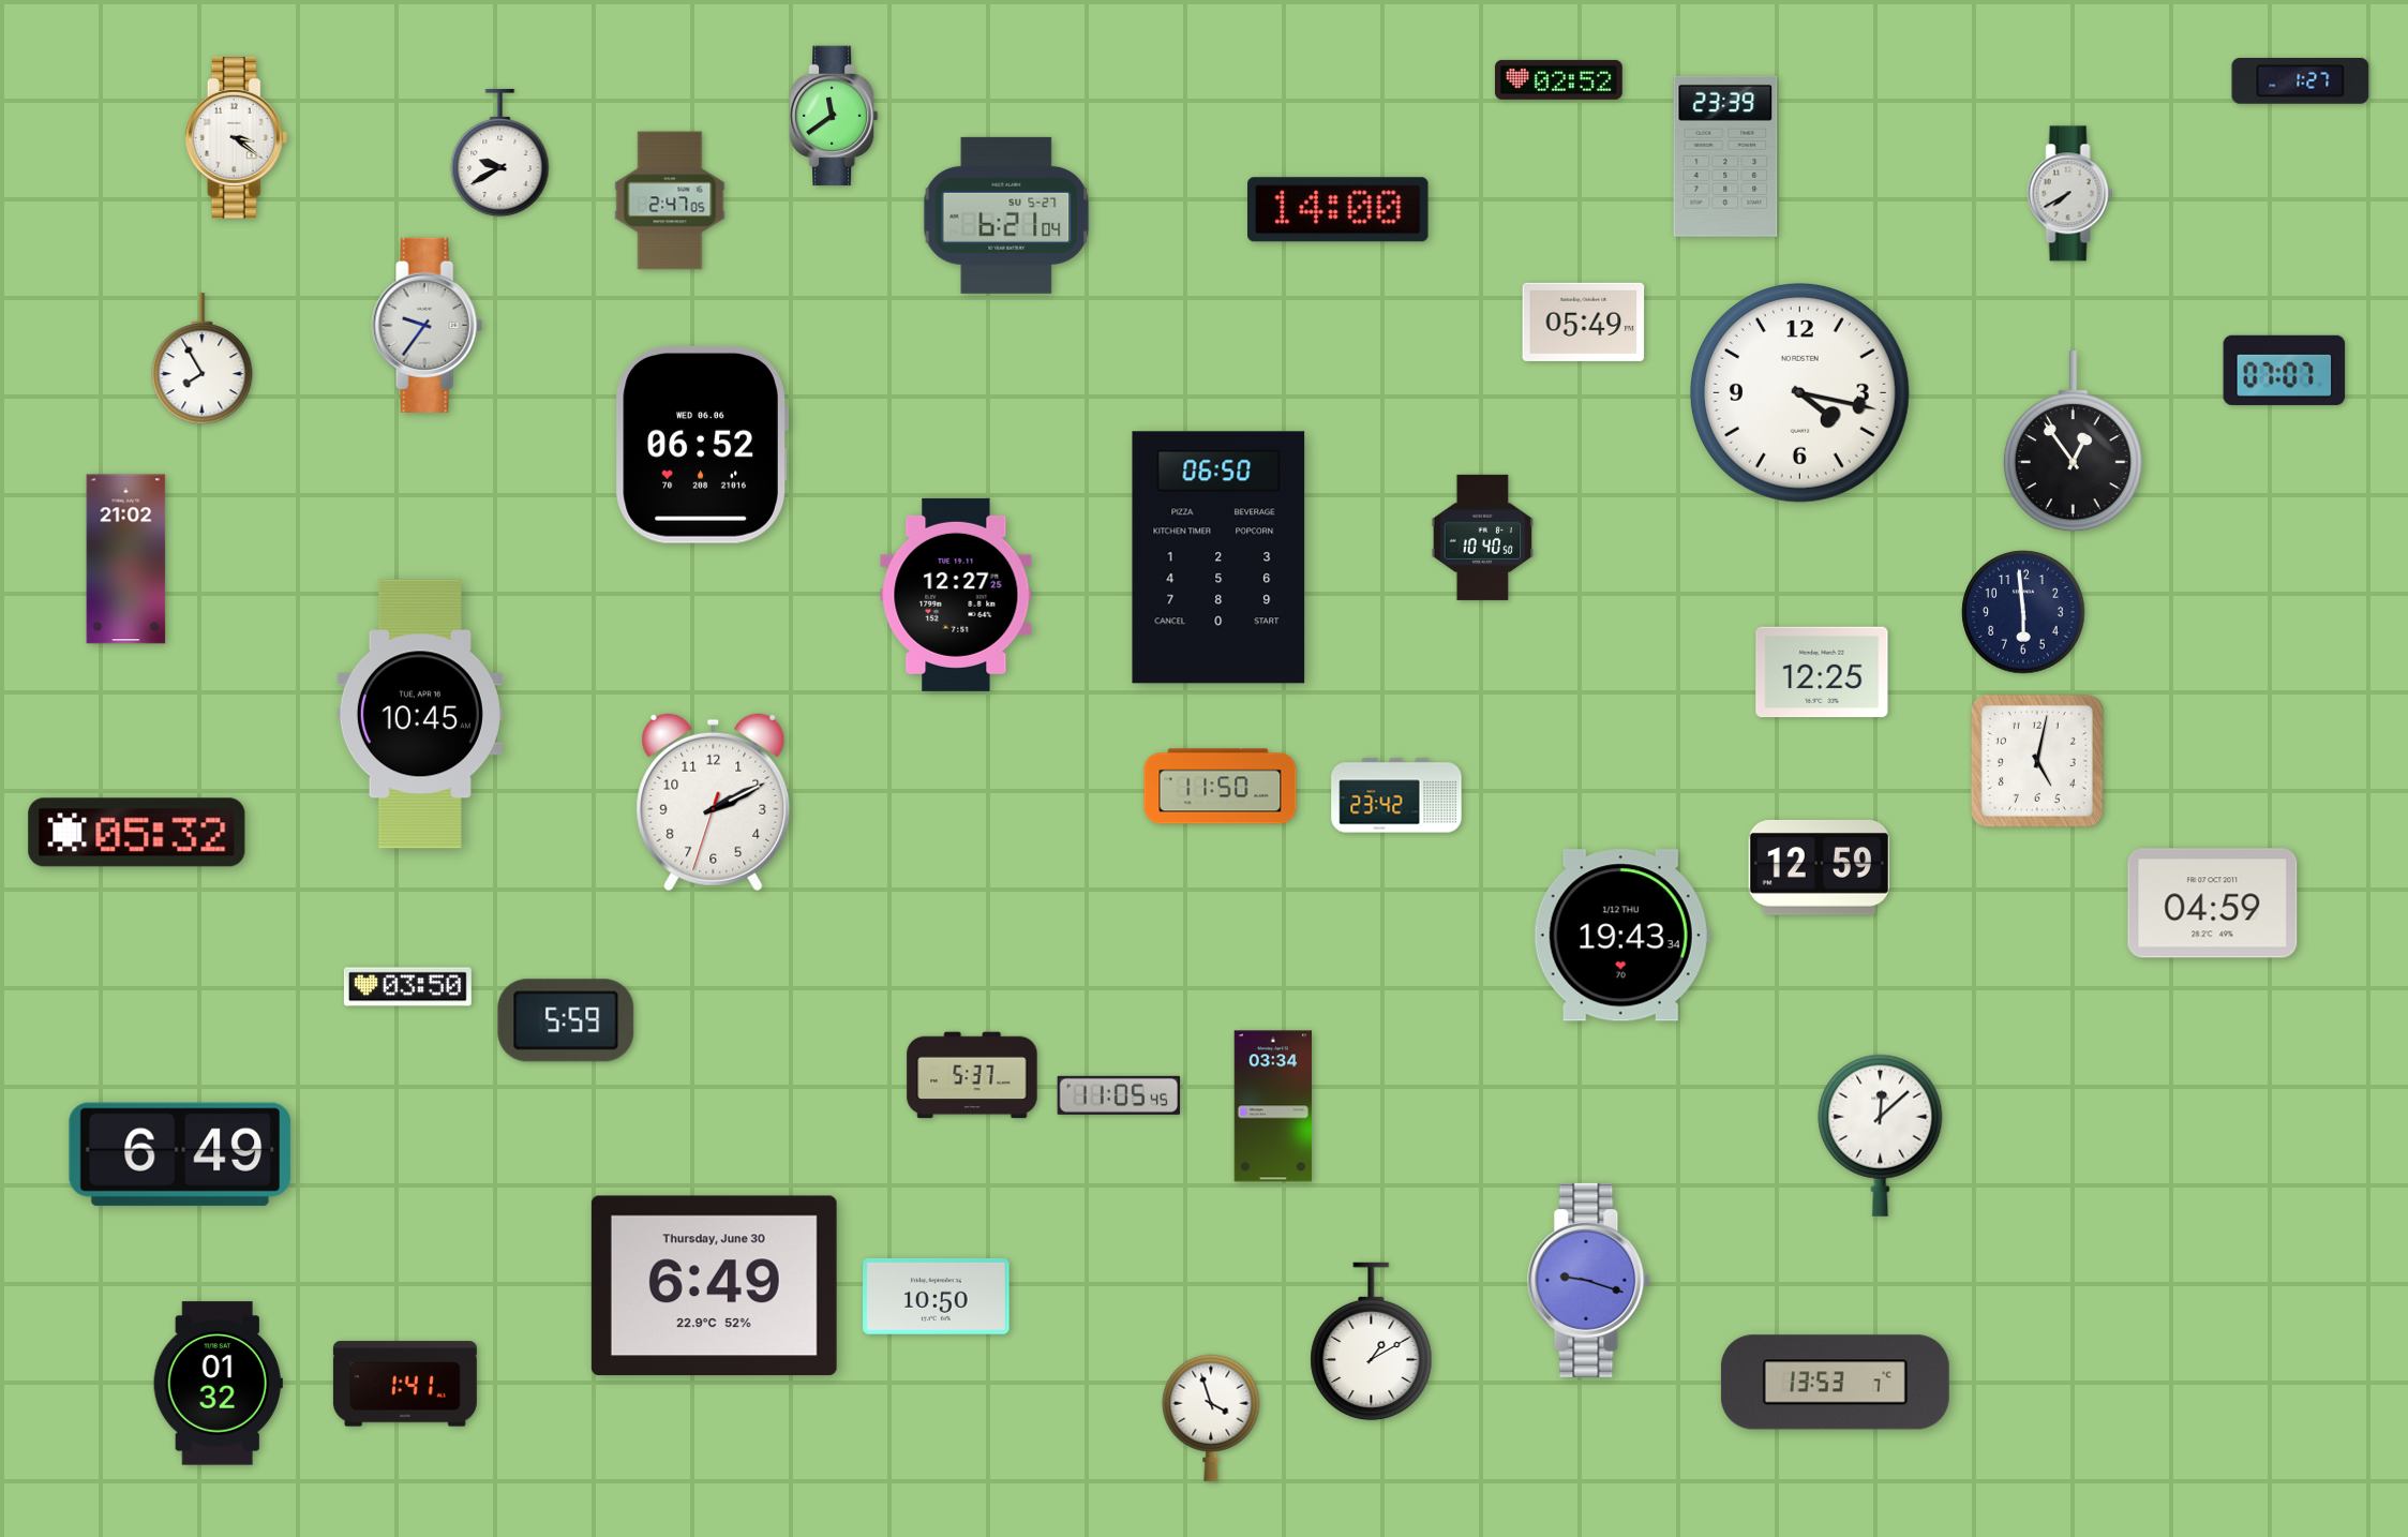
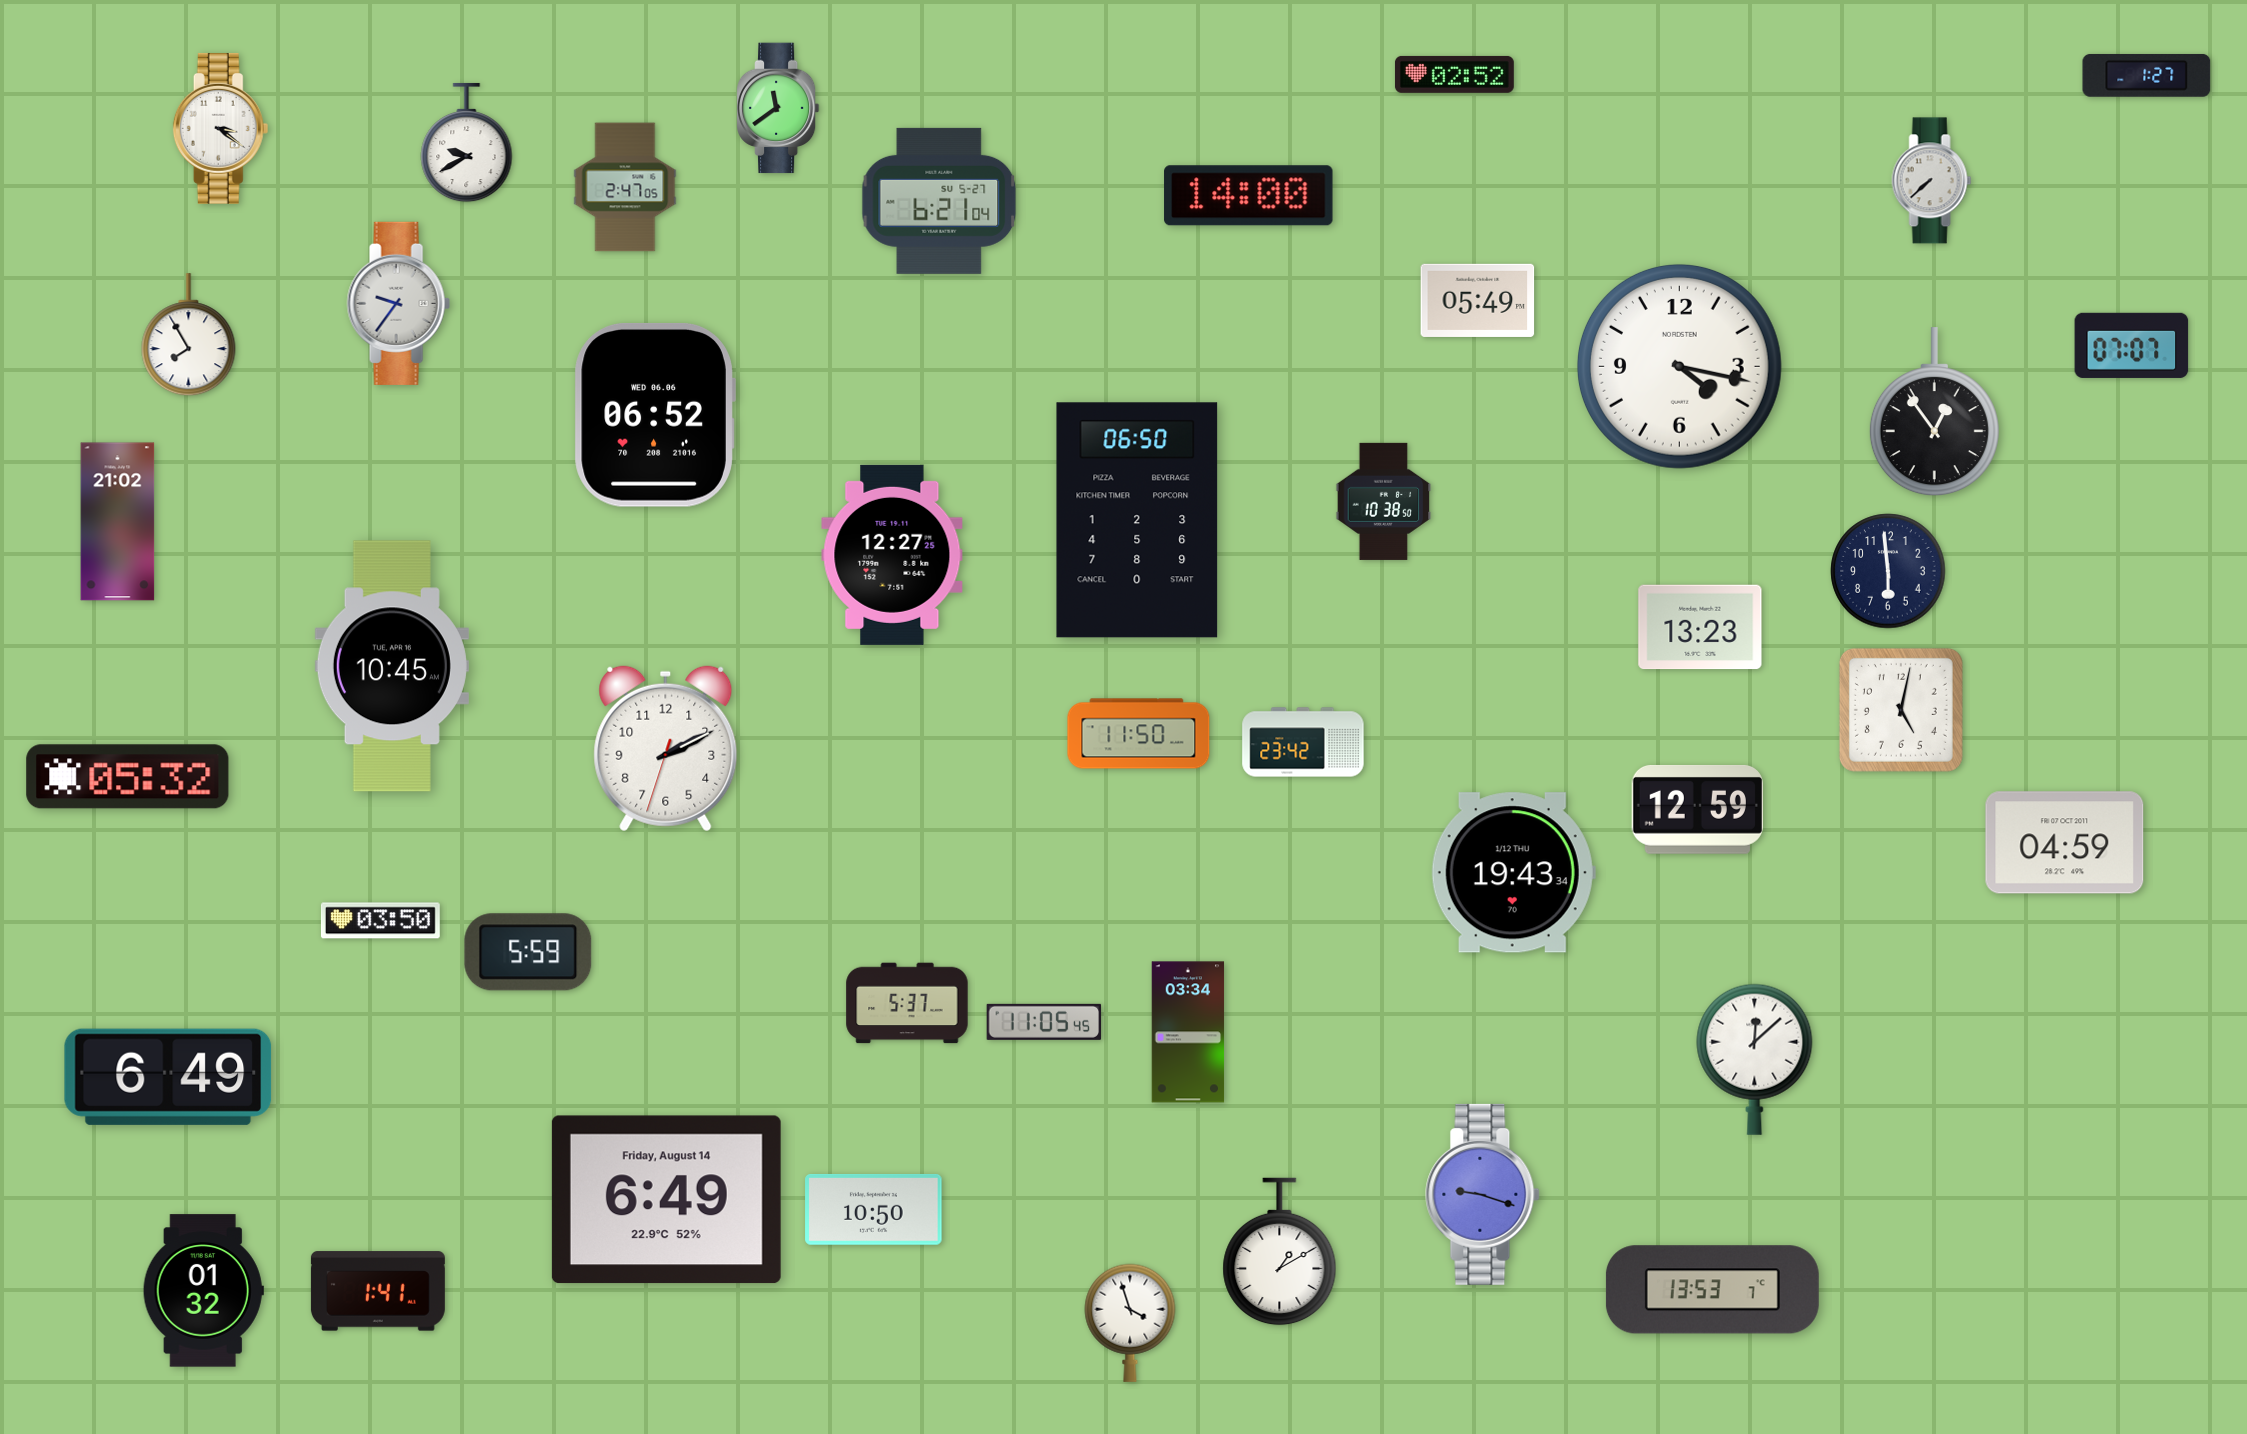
clock at (1725, 156): 23:39 -> none
clock at (2070, 194): 7:40 -> 7:38
clock at (1483, 537): 10:40 -> 10:38
clock at (1822, 672): 12:25 -> 13:23
clock at (714, 1286) date: Thursday, June 30 -> Friday, August 14
